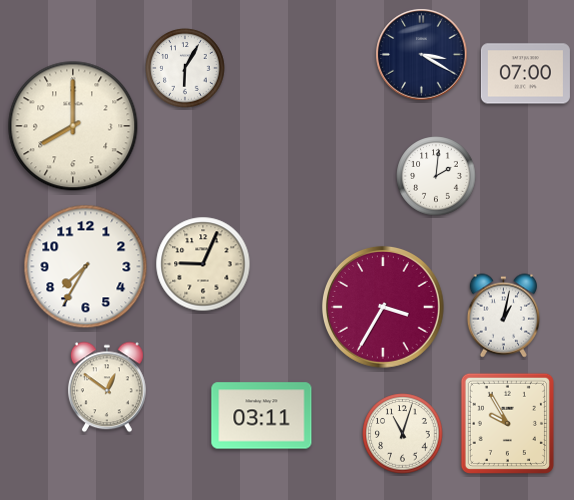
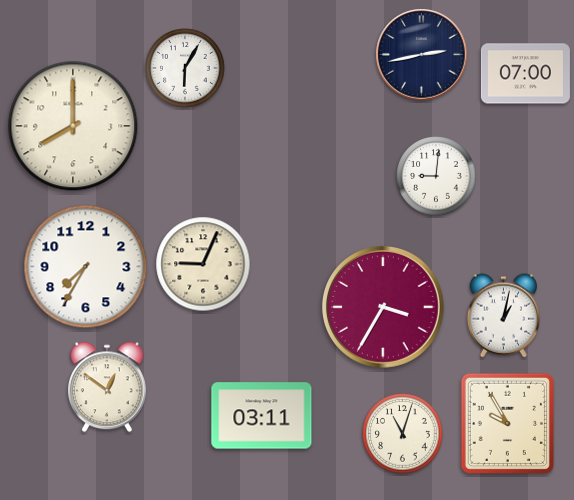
clock at (422, 55): 3:20 -> 2:43
clock at (436, 176): 2:01 -> 9:01
